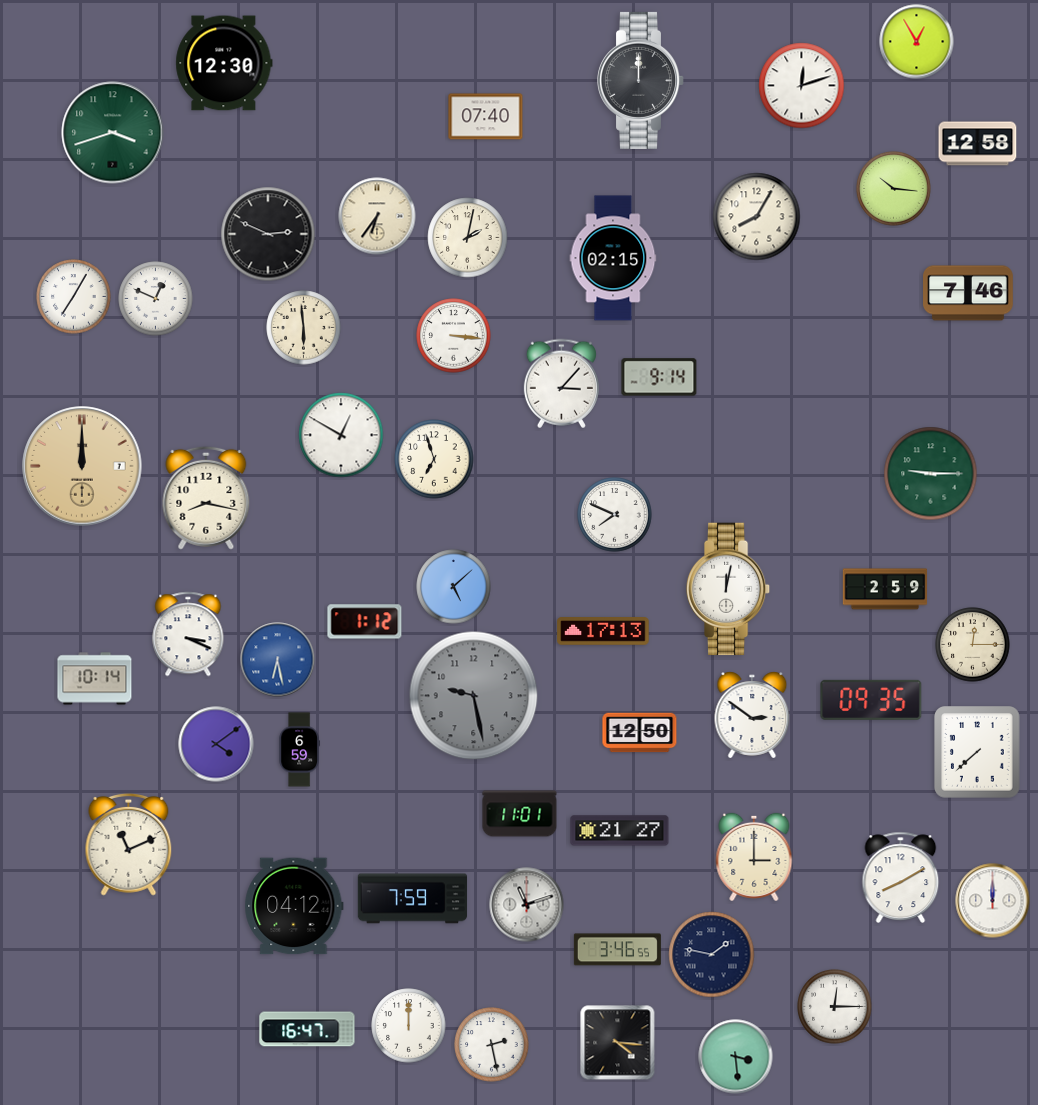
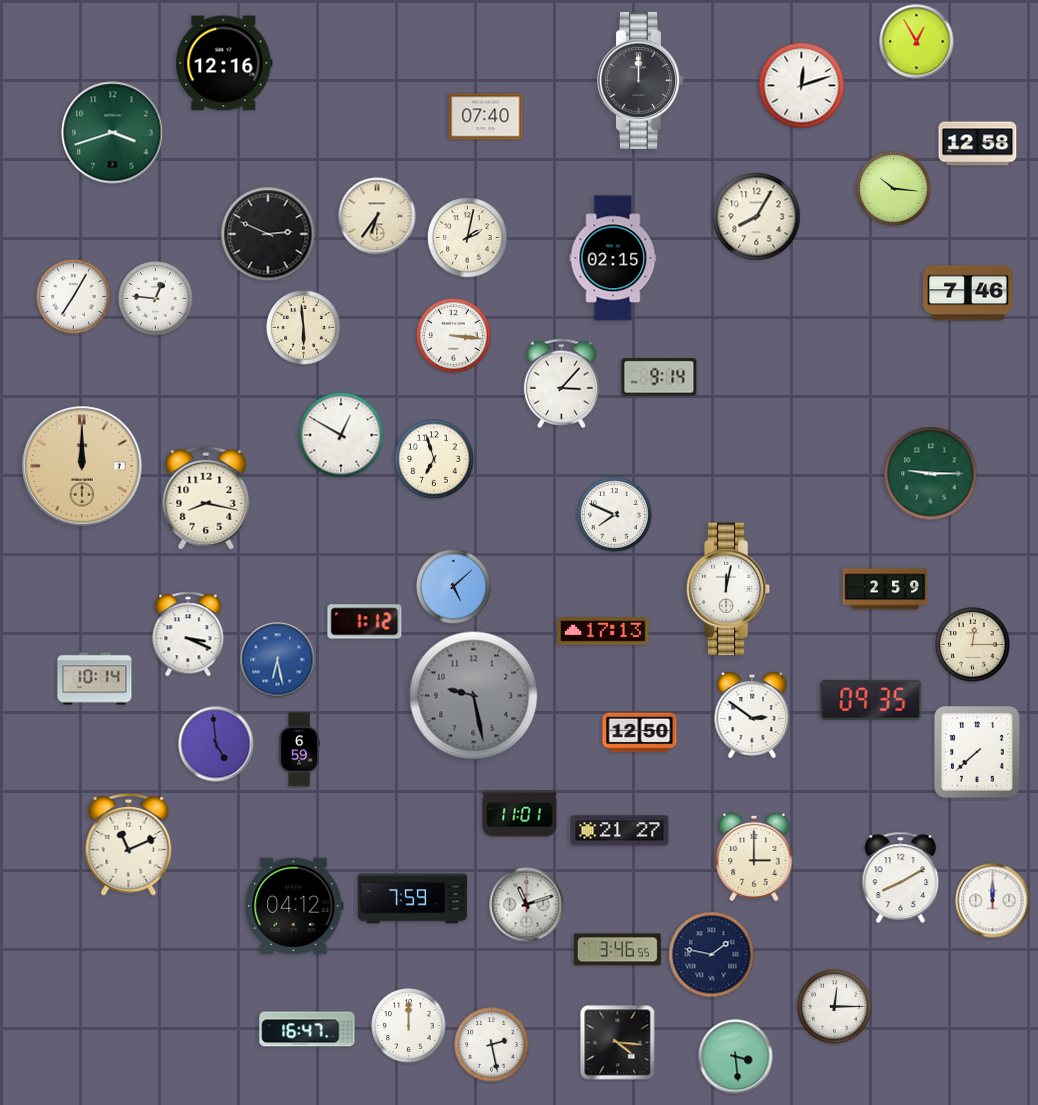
clock at (224, 63): 12:30 -> 12:16
clock at (156, 299): 12:49 -> 12:46
clock at (216, 744): 4:09 -> 4:59
